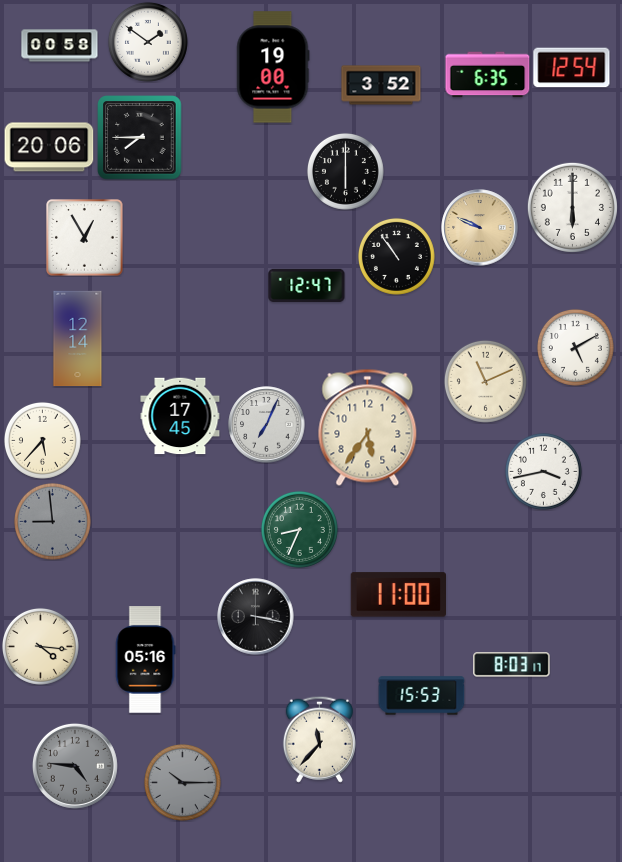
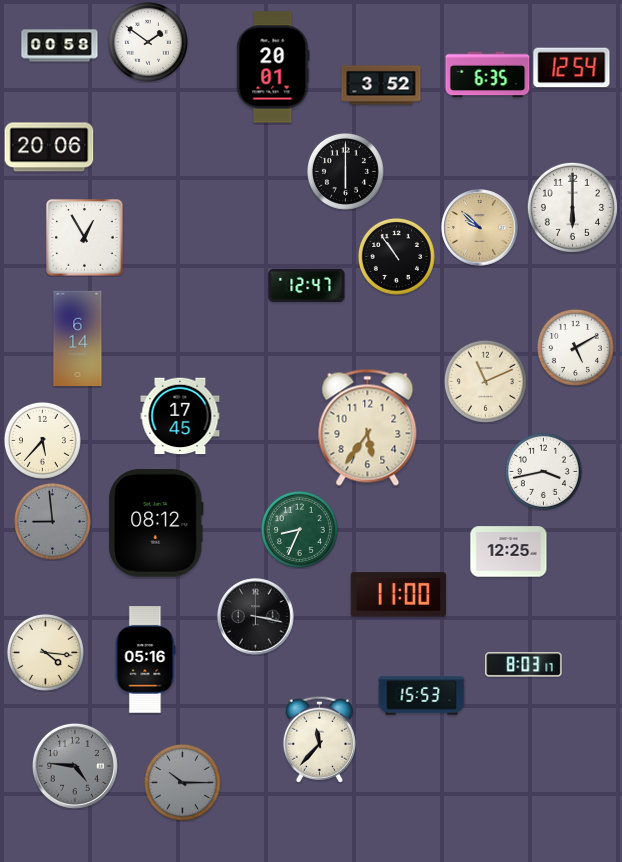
clock at (273, 67): 19:00 -> 20:01
clock at (140, 138): 7:45 -> none
clock at (480, 228): 9:49 -> 9:52
clock at (78, 339): 12:14 -> 6:14
clock at (267, 425): 7:04 -> none
clock at (156, 523): none -> 08:12
clock at (509, 552): none -> 12:25
clock at (40, 646) position: (40, 646) -> (45, 652)
clock at (512, 665) position: (512, 665) -> (524, 665)
